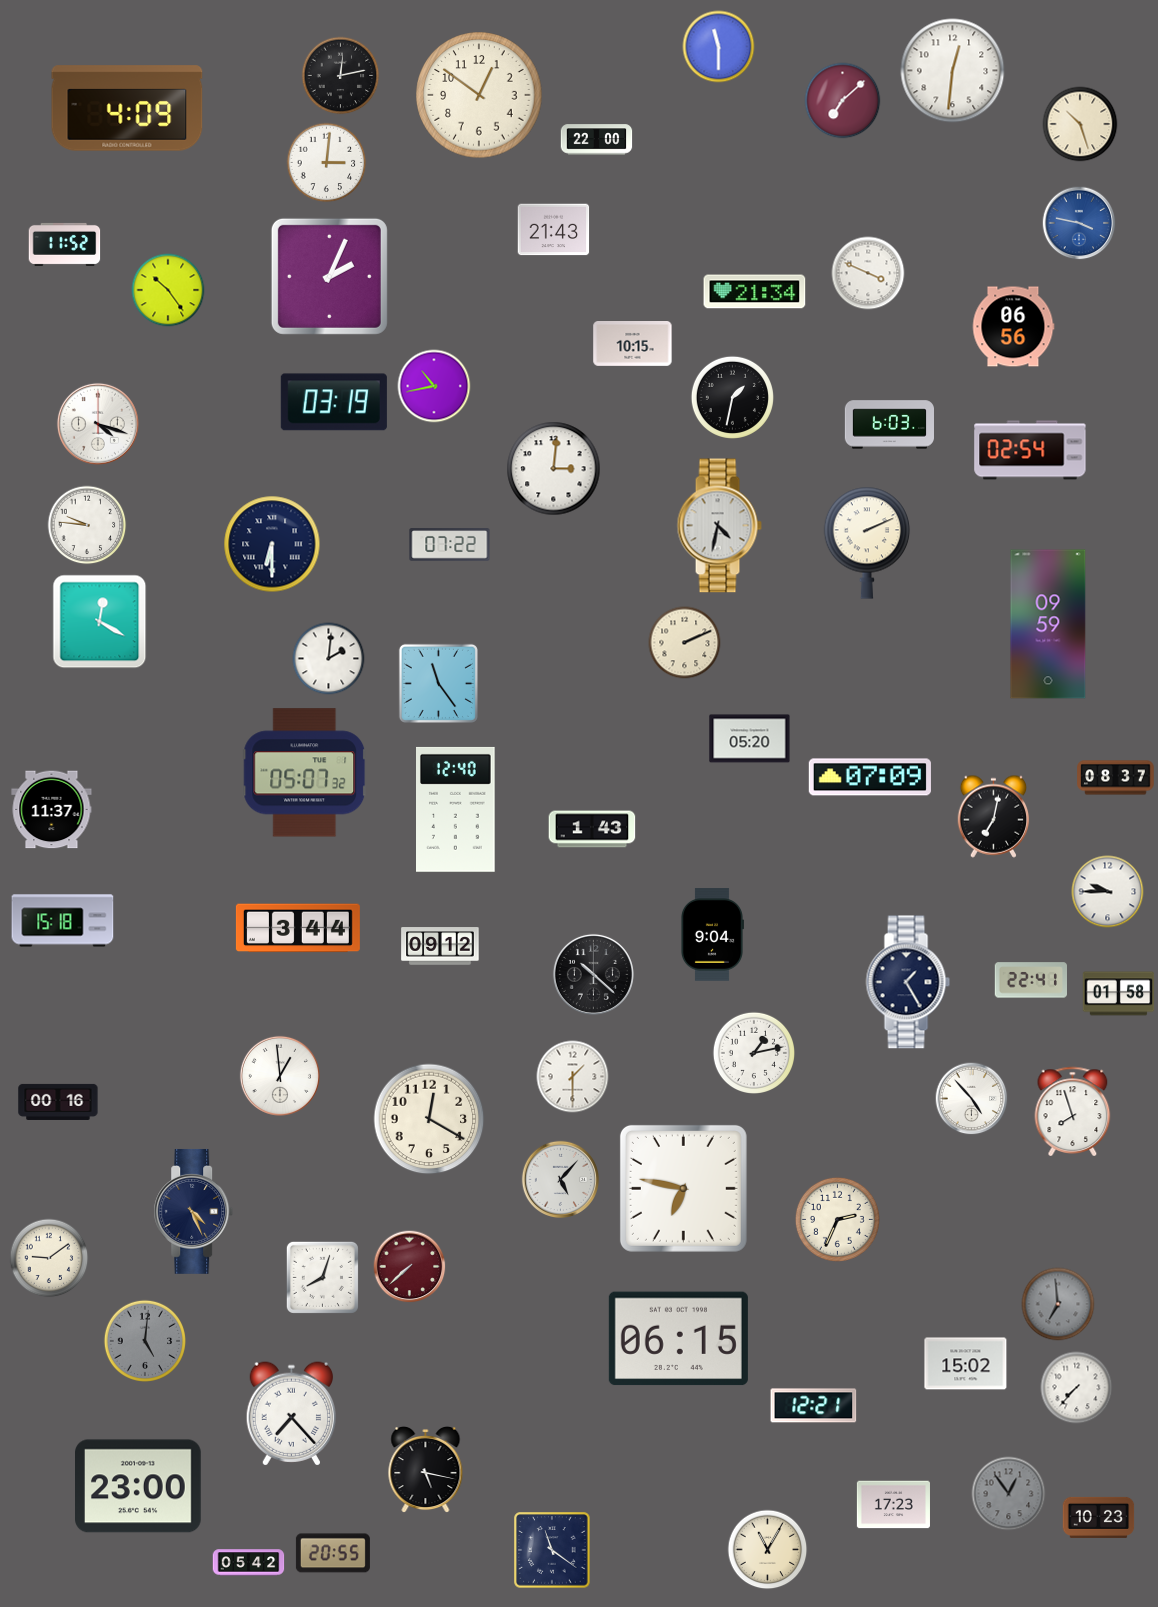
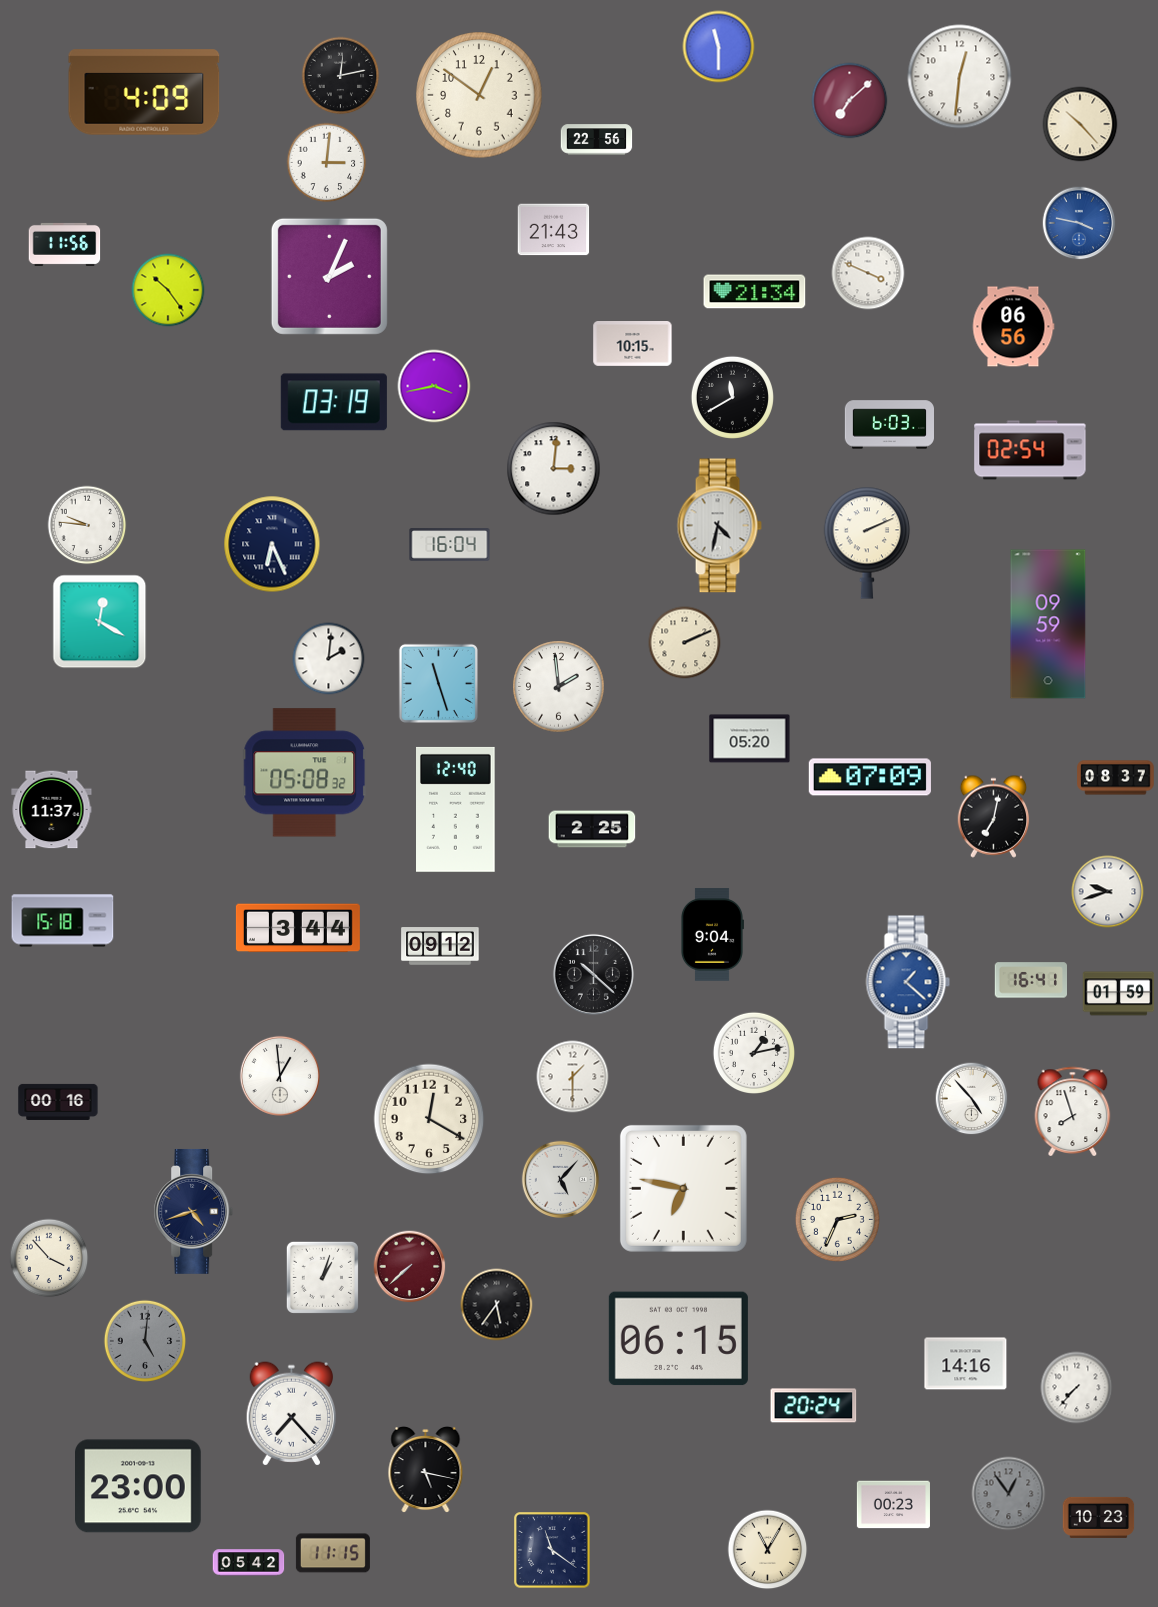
clock at (953, 71) position: (953, 71) -> (960, 77)
clock at (843, 101) position: (843, 101) -> (850, 101)
clock at (127, 108) position: (127, 108) -> (144, 92)
clock at (1080, 124): 10:27 -> 10:23
clock at (597, 140): 22:00 -> 22:56
clock at (65, 244): 11:52 -> 11:56
clock at (434, 386): 10:43 -> 3:43
clock at (732, 397): 1:32 -> 11:40
clock at (98, 424): 4:18 -> none
clock at (272, 544): 6:30 -> 6:26
clock at (450, 545): 07:22 -> 16:04
clock at (438, 683): 11:24 -> 11:27
clock at (559, 687): none -> 1:59
clock at (305, 773): 05:07 -> 05:08
clock at (592, 829): 1:43 -> 2:25
clock at (1108, 892): 9:45 -> 9:42
clock at (1030, 980): 22:41 -> 16:41
clock at (908, 982): 1:25 -> 1:22
clock at (908, 982) dial: navy -> blue
clock at (1119, 994): 01:58 -> 01:59
clock at (194, 1211): 4:26 -> 4:42
clock at (49, 1258): 9:09 -> 3:53
clock at (322, 1277): 8:03 -> 1:03
clock at (1058, 1304): 6:59 -> none
clock at (497, 1305): none -> 5:36
clock at (966, 1364): 15:02 -> 14:16
clock at (814, 1406): 12:21 -> 20:24
clock at (893, 1505): 17:23 -> 00:23
clock at (333, 1553): 20:55 -> 11:15
